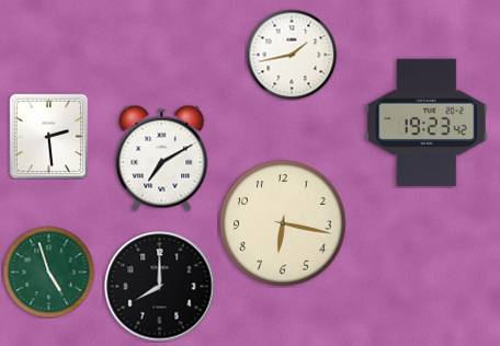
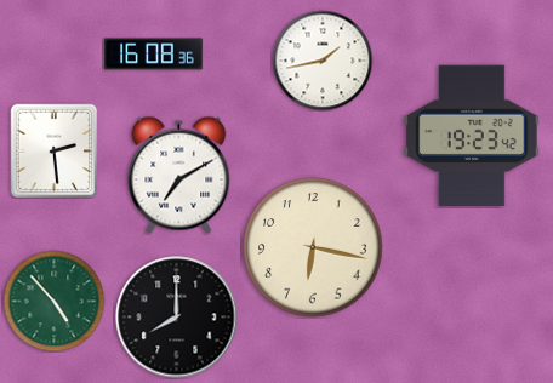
clock at (154, 55): none -> 16:08
clock at (48, 272): 4:57 -> 4:53
